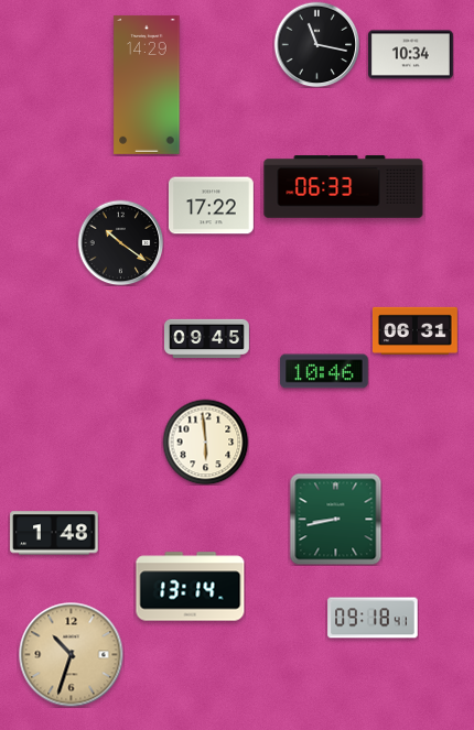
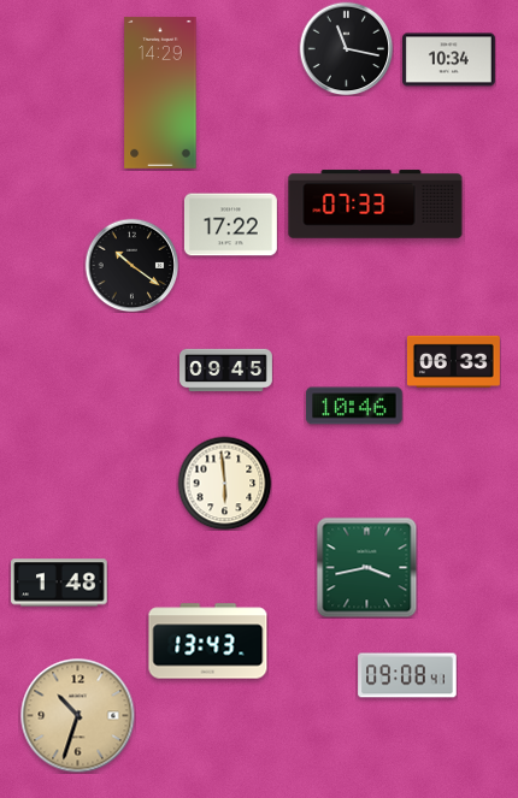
clock at (344, 187): 06:33 -> 07:33
clock at (414, 330): 06:31 -> 06:33
clock at (335, 519): 8:43 -> 3:43
clock at (191, 587): 13:14 -> 13:43
clock at (373, 618): 09:18 -> 09:08
